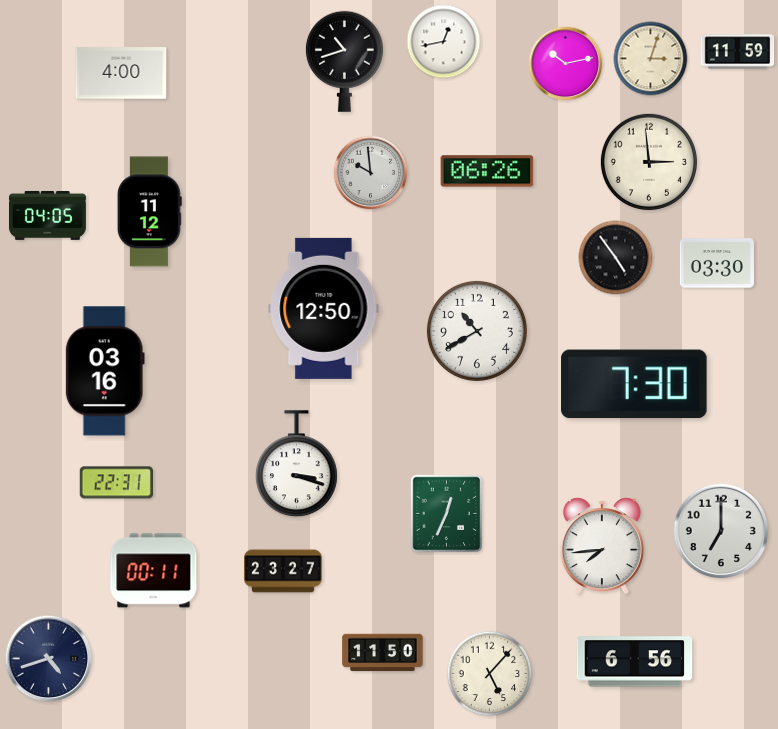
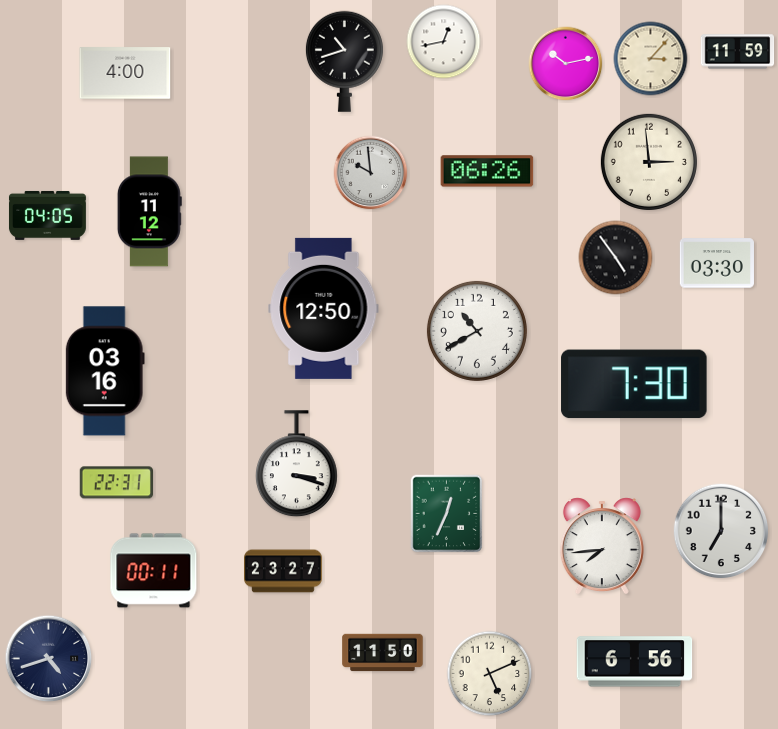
clock at (651, 59): 3:03 -> 3:07
clock at (121, 73) position: (121, 73) -> (125, 73)
clock at (490, 674): 5:07 -> 5:11
